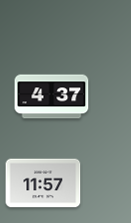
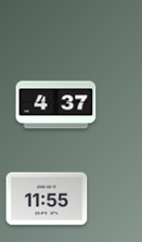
clock at (43, 183): 11:57 -> 11:55
